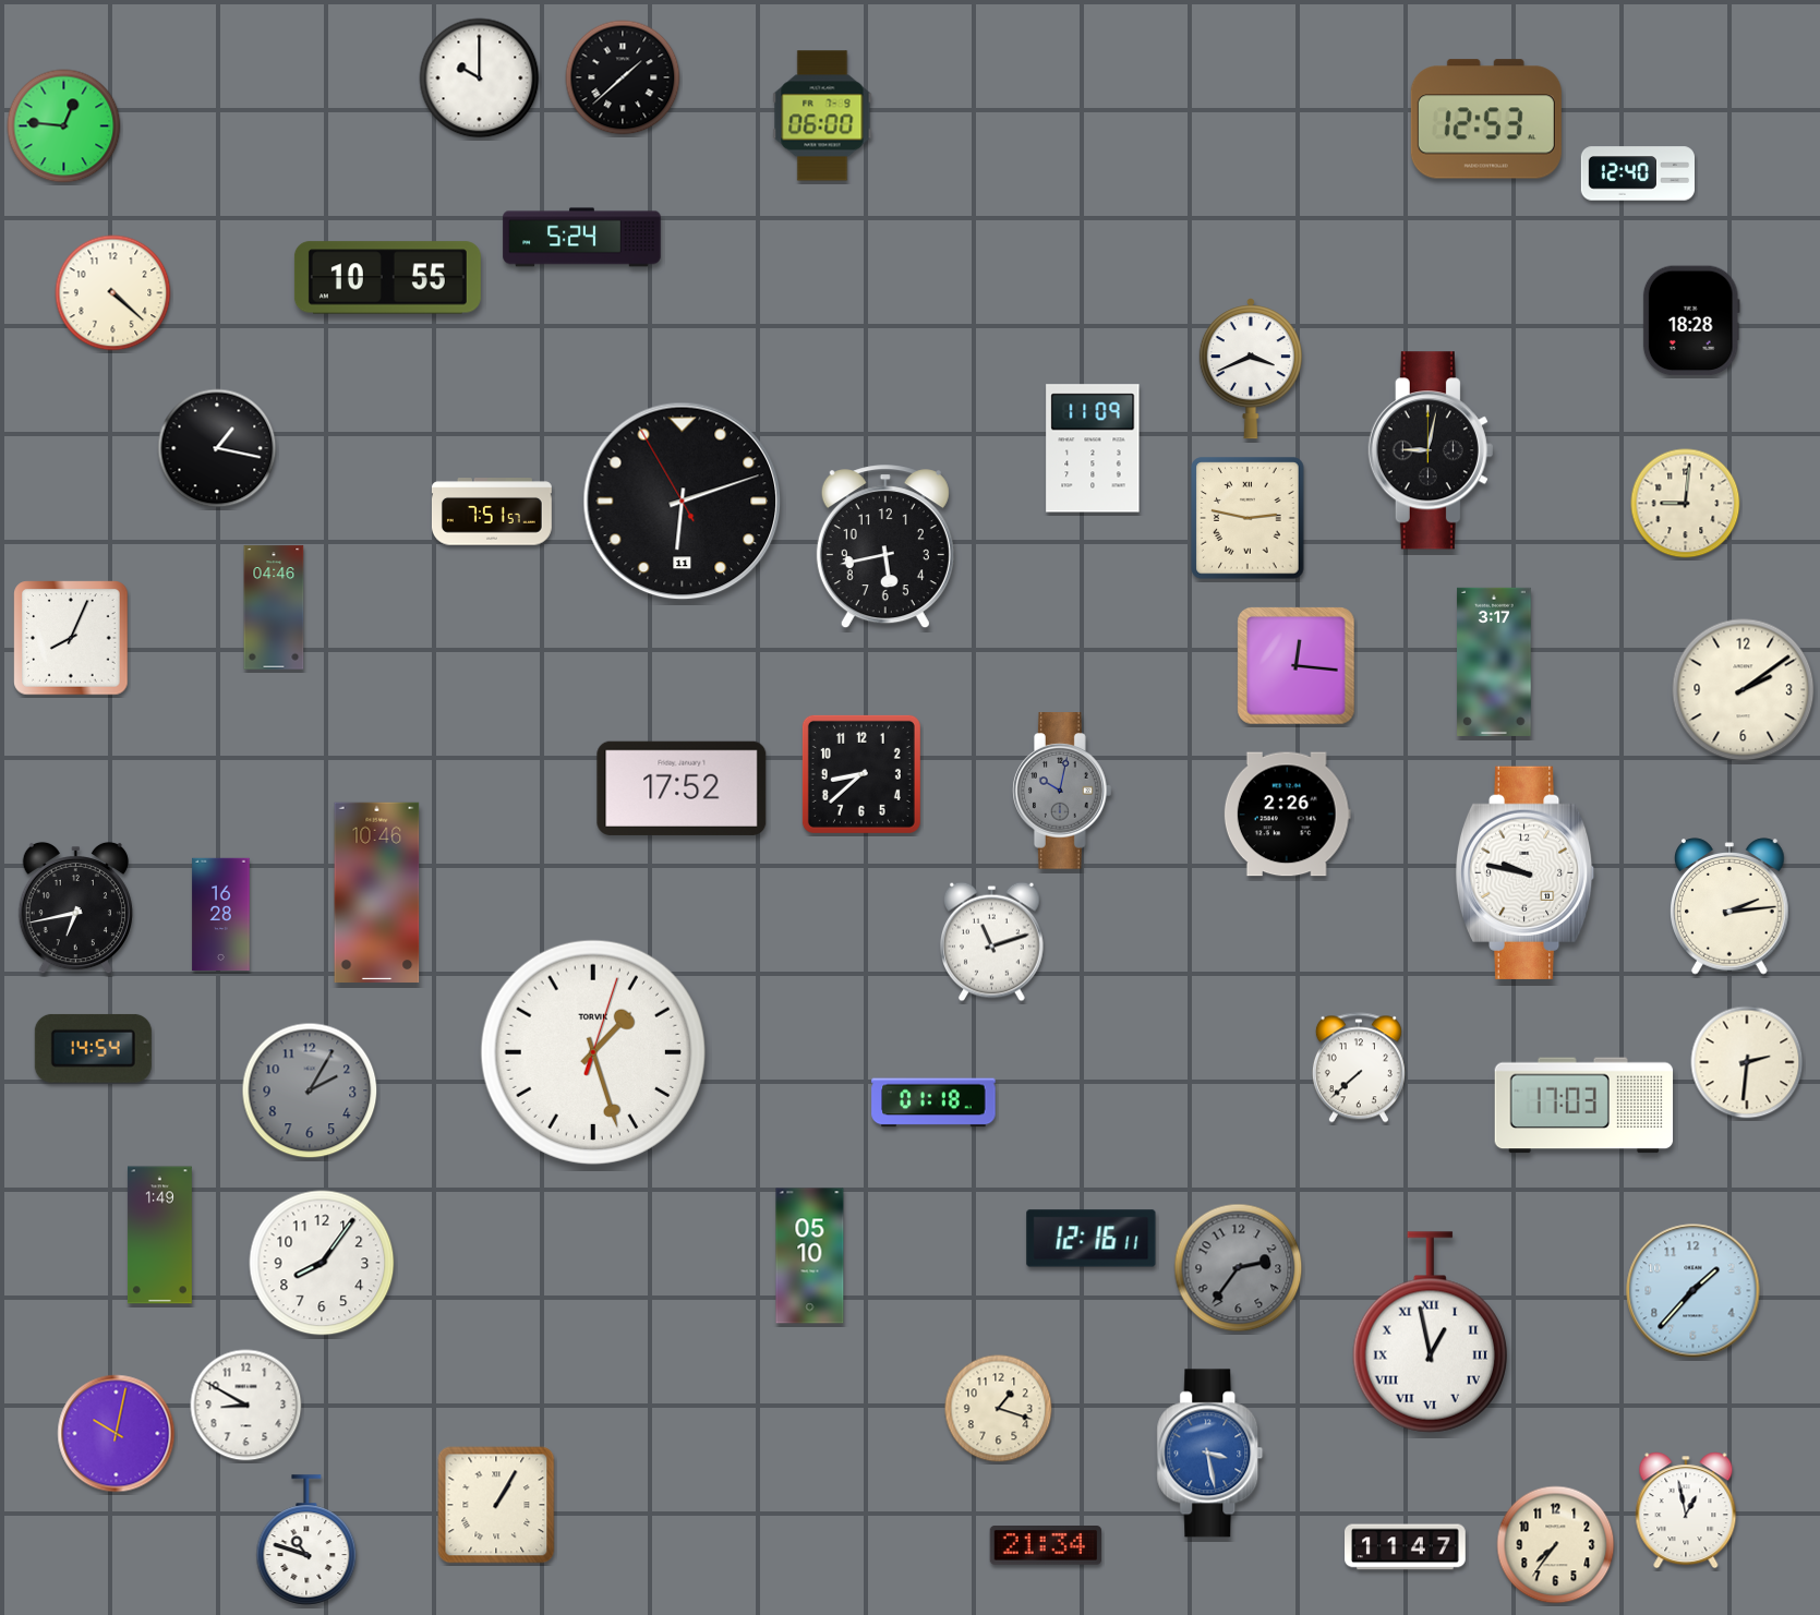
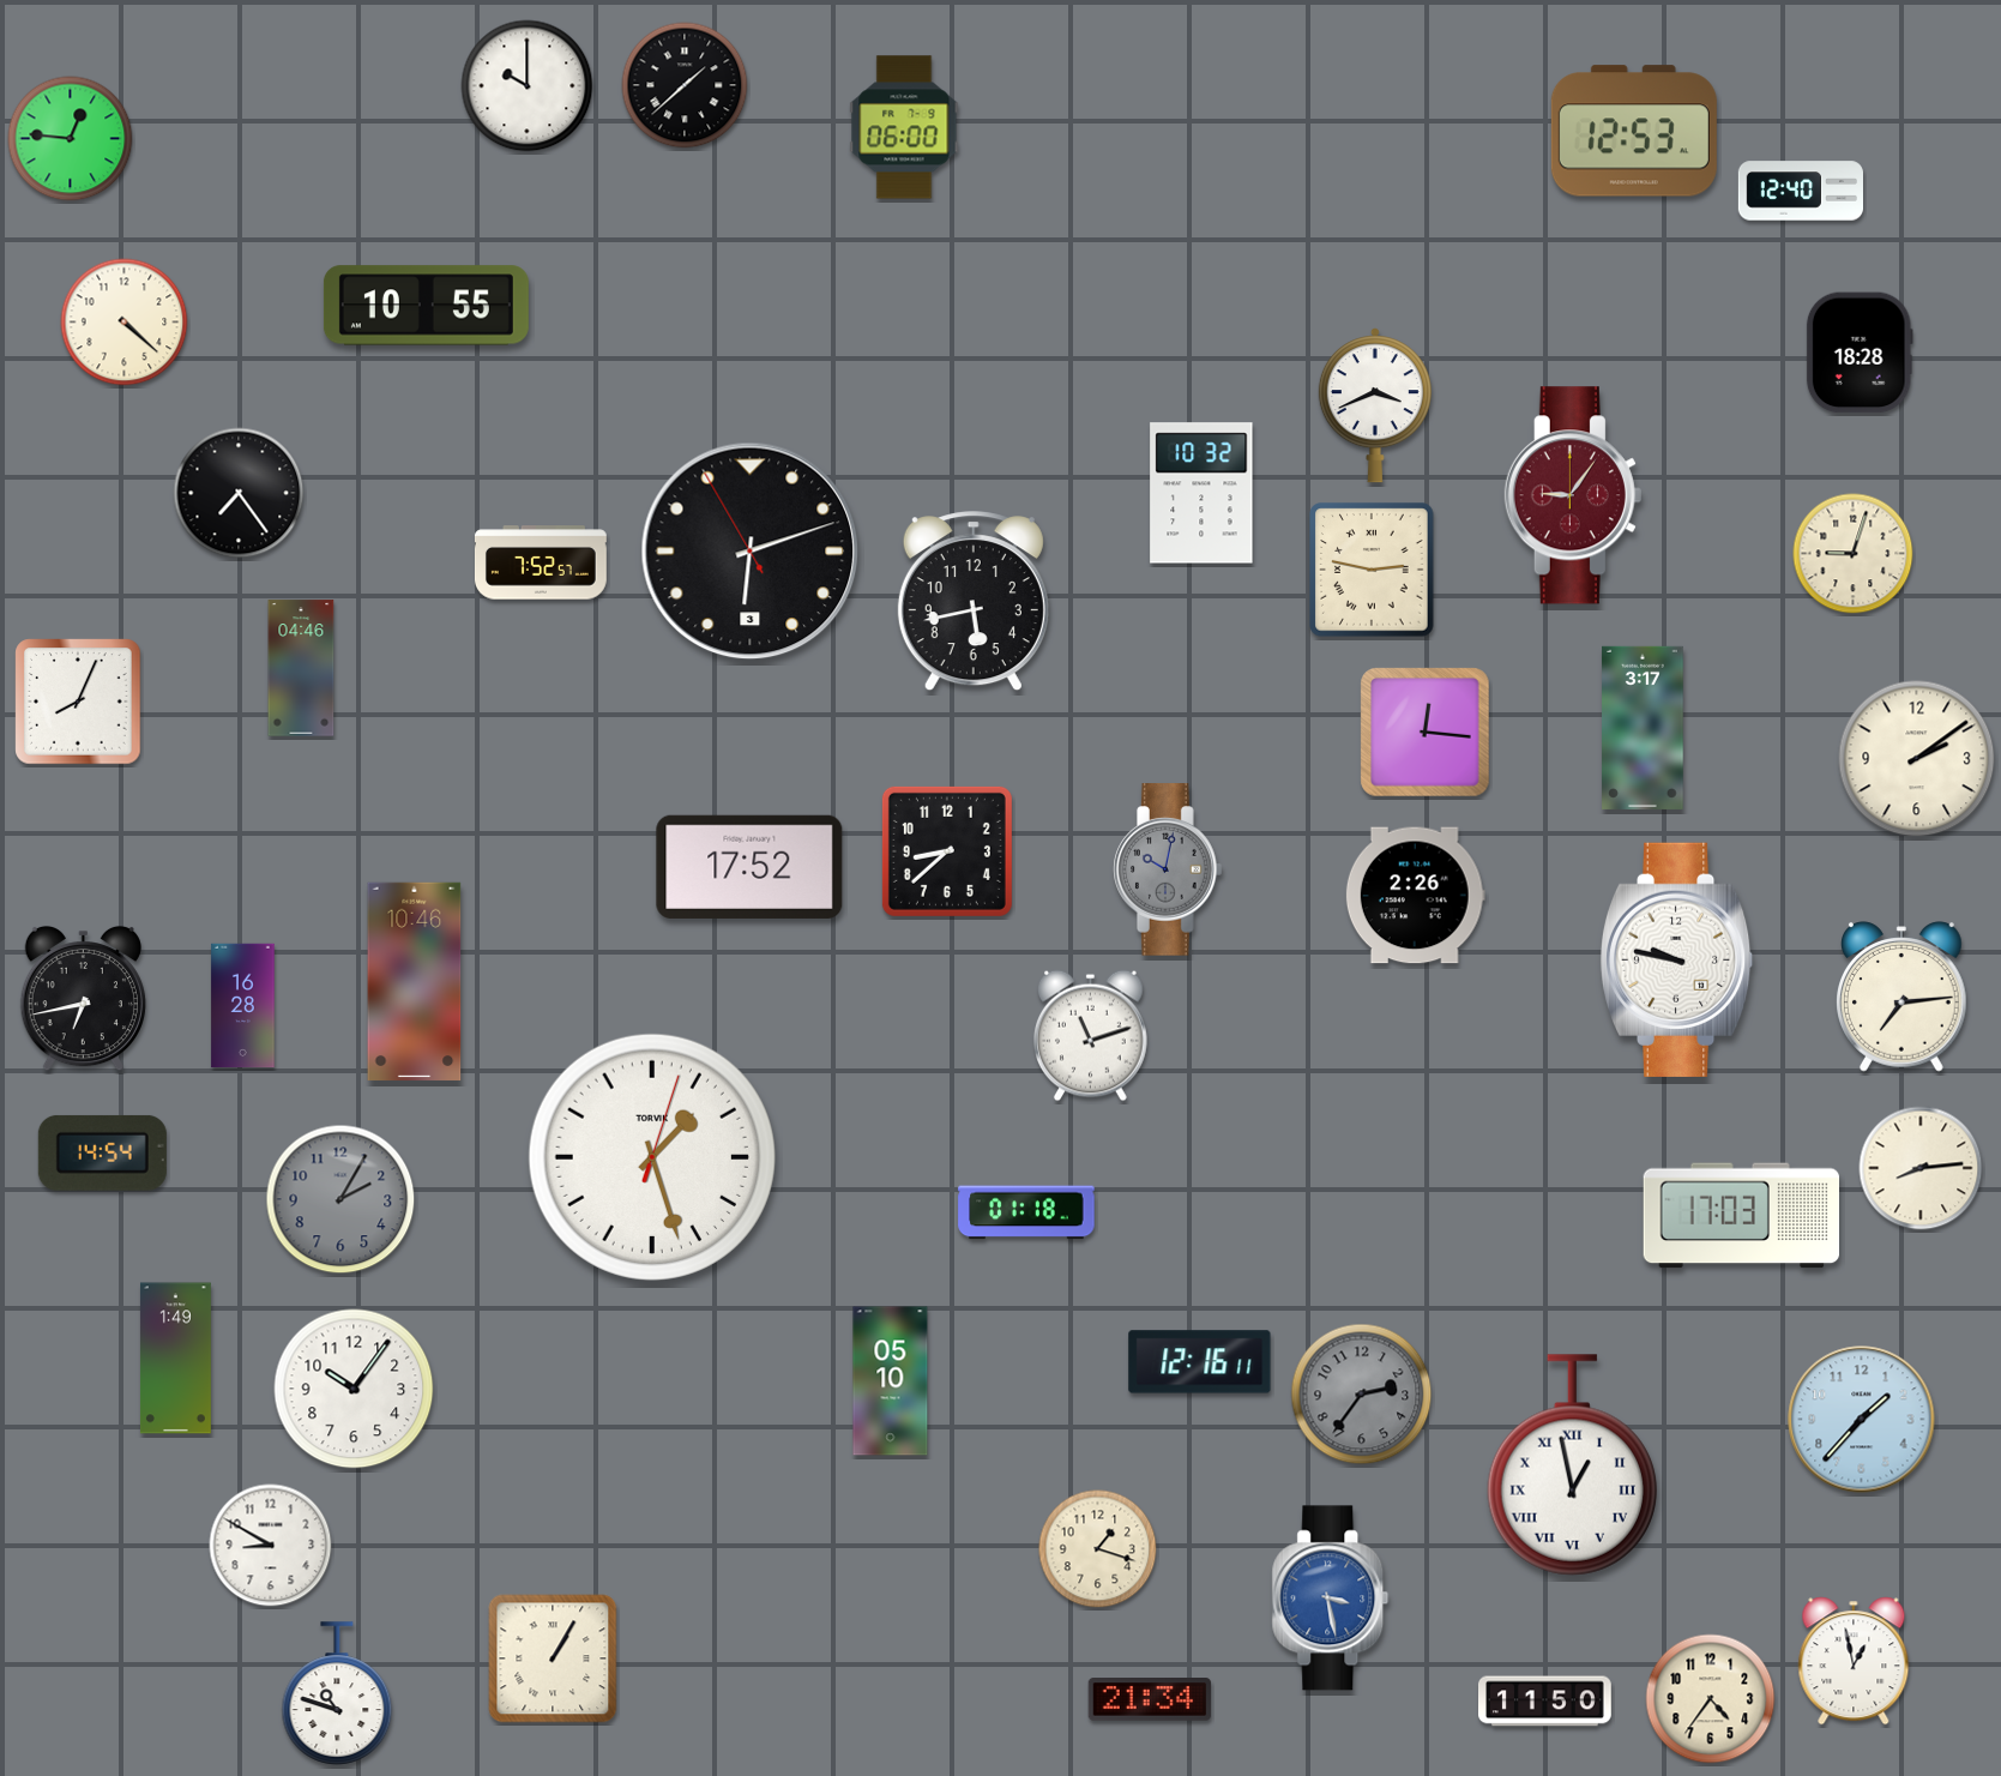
clock at (582, 238): 5:24 -> none
clock at (217, 448): 1:17 -> 7:24
clock at (1093, 448): 11:09 -> 10:32
clock at (1431, 450): 9:02 -> 9:06
clock at (1431, 450) dial: black -> burgundy
clock at (683, 502) date: 11 -> 3
clock at (1686, 504): 9:01 -> 9:03
clock at (492, 511): 7:51 -> 7:52
clock at (1731, 906): 2:14 -> 7:14
clock at (1747, 1062): 2:31 -> 8:14
clock at (1359, 1068): 7:38 -> none
clock at (322, 1263): 8:06 -> 10:06
clock at (117, 1434): 10:02 -> none
clock at (496, 1505) position: (496, 1505) -> (553, 1658)
clock at (1556, 1545): 7:36 -> 4:36
clock at (1406, 1547): 11:47 -> 11:50
